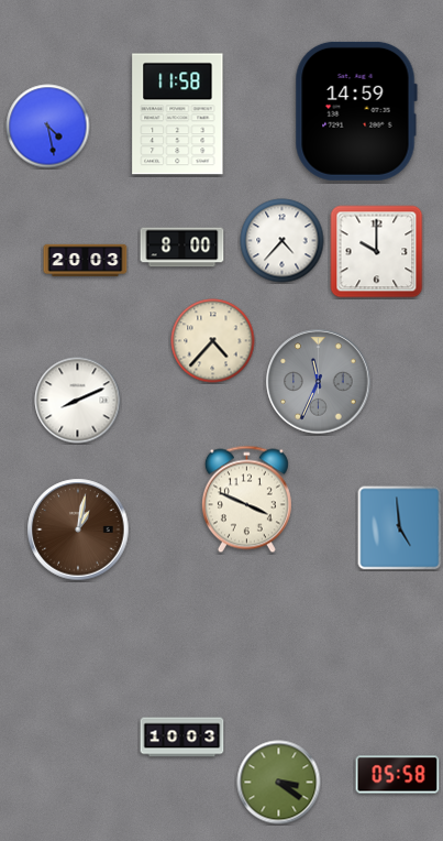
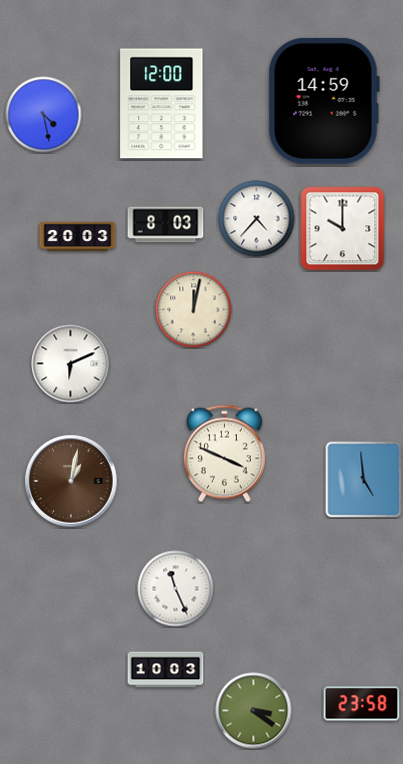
clock at (178, 114): 11:58 -> 12:00
clock at (182, 248): 8:00 -> 8:03
clock at (213, 341): 4:37 -> 12:02
clock at (319, 382): 11:34 -> none
clock at (78, 401): 8:11 -> 6:11
clock at (176, 589): none -> 11:26
clock at (398, 775): 05:58 -> 23:58
